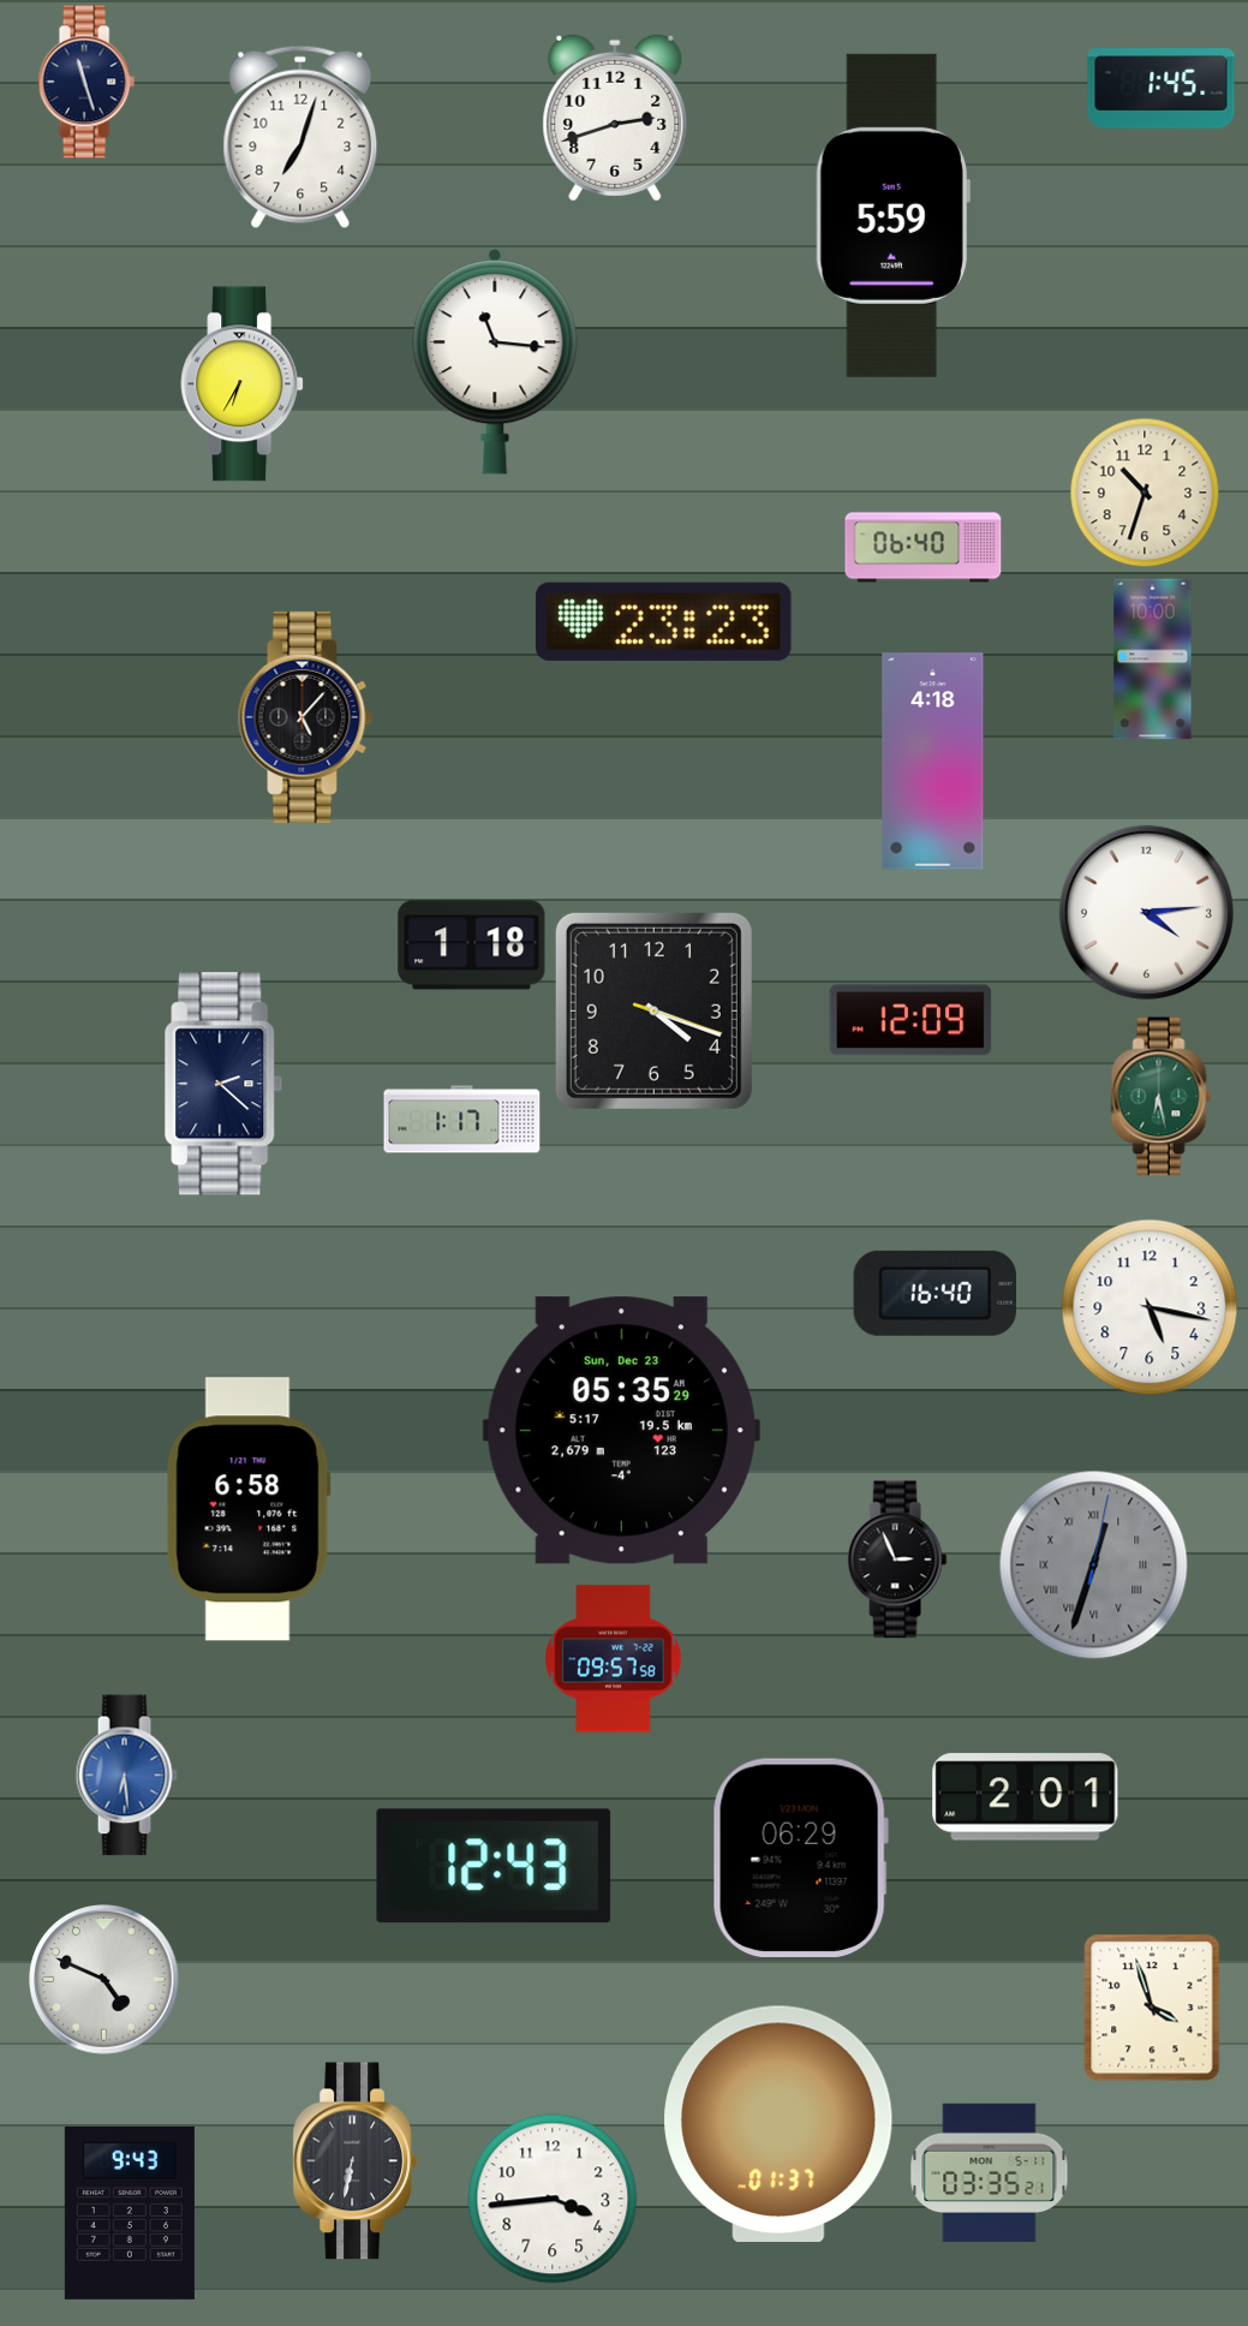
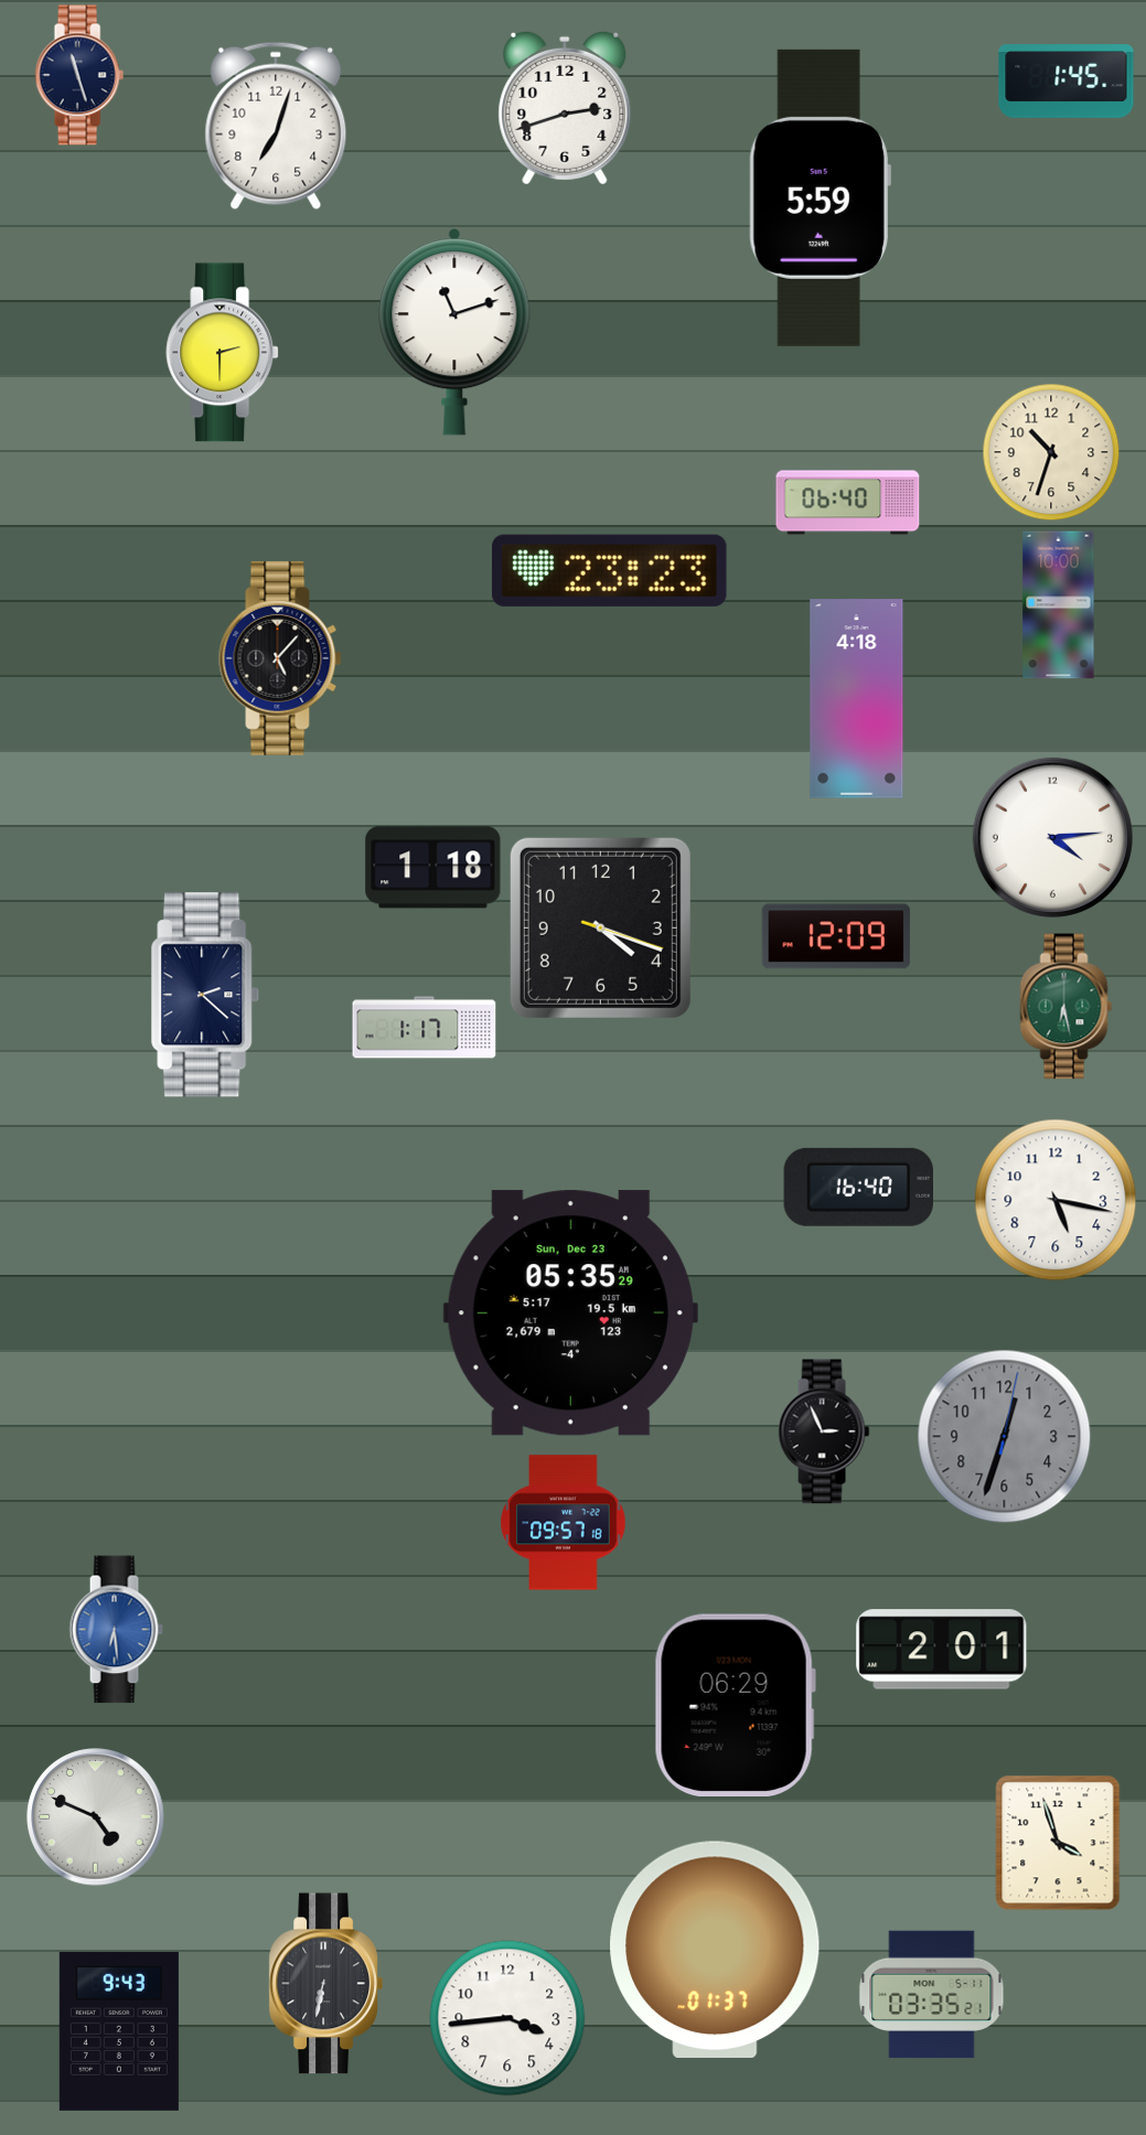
clock at (495, 362): 11:16 -> 11:12
clock at (243, 384): 6:35 -> 2:30
clock at (249, 1509): 6:58 -> none
clock at (1094, 1565) numerals: Roman -> Arabic
clock at (614, 1659): 09:57:58 -> 09:57:18
clock at (494, 1866): 12:43 -> none
clock at (990, 2173) position: (990, 2173) -> (932, 1995)
